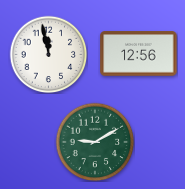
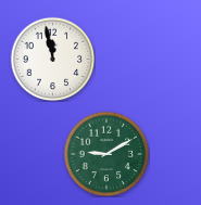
clock at (139, 54): 12:56 -> none
clock at (95, 142) position: (95, 142) -> (106, 154)
